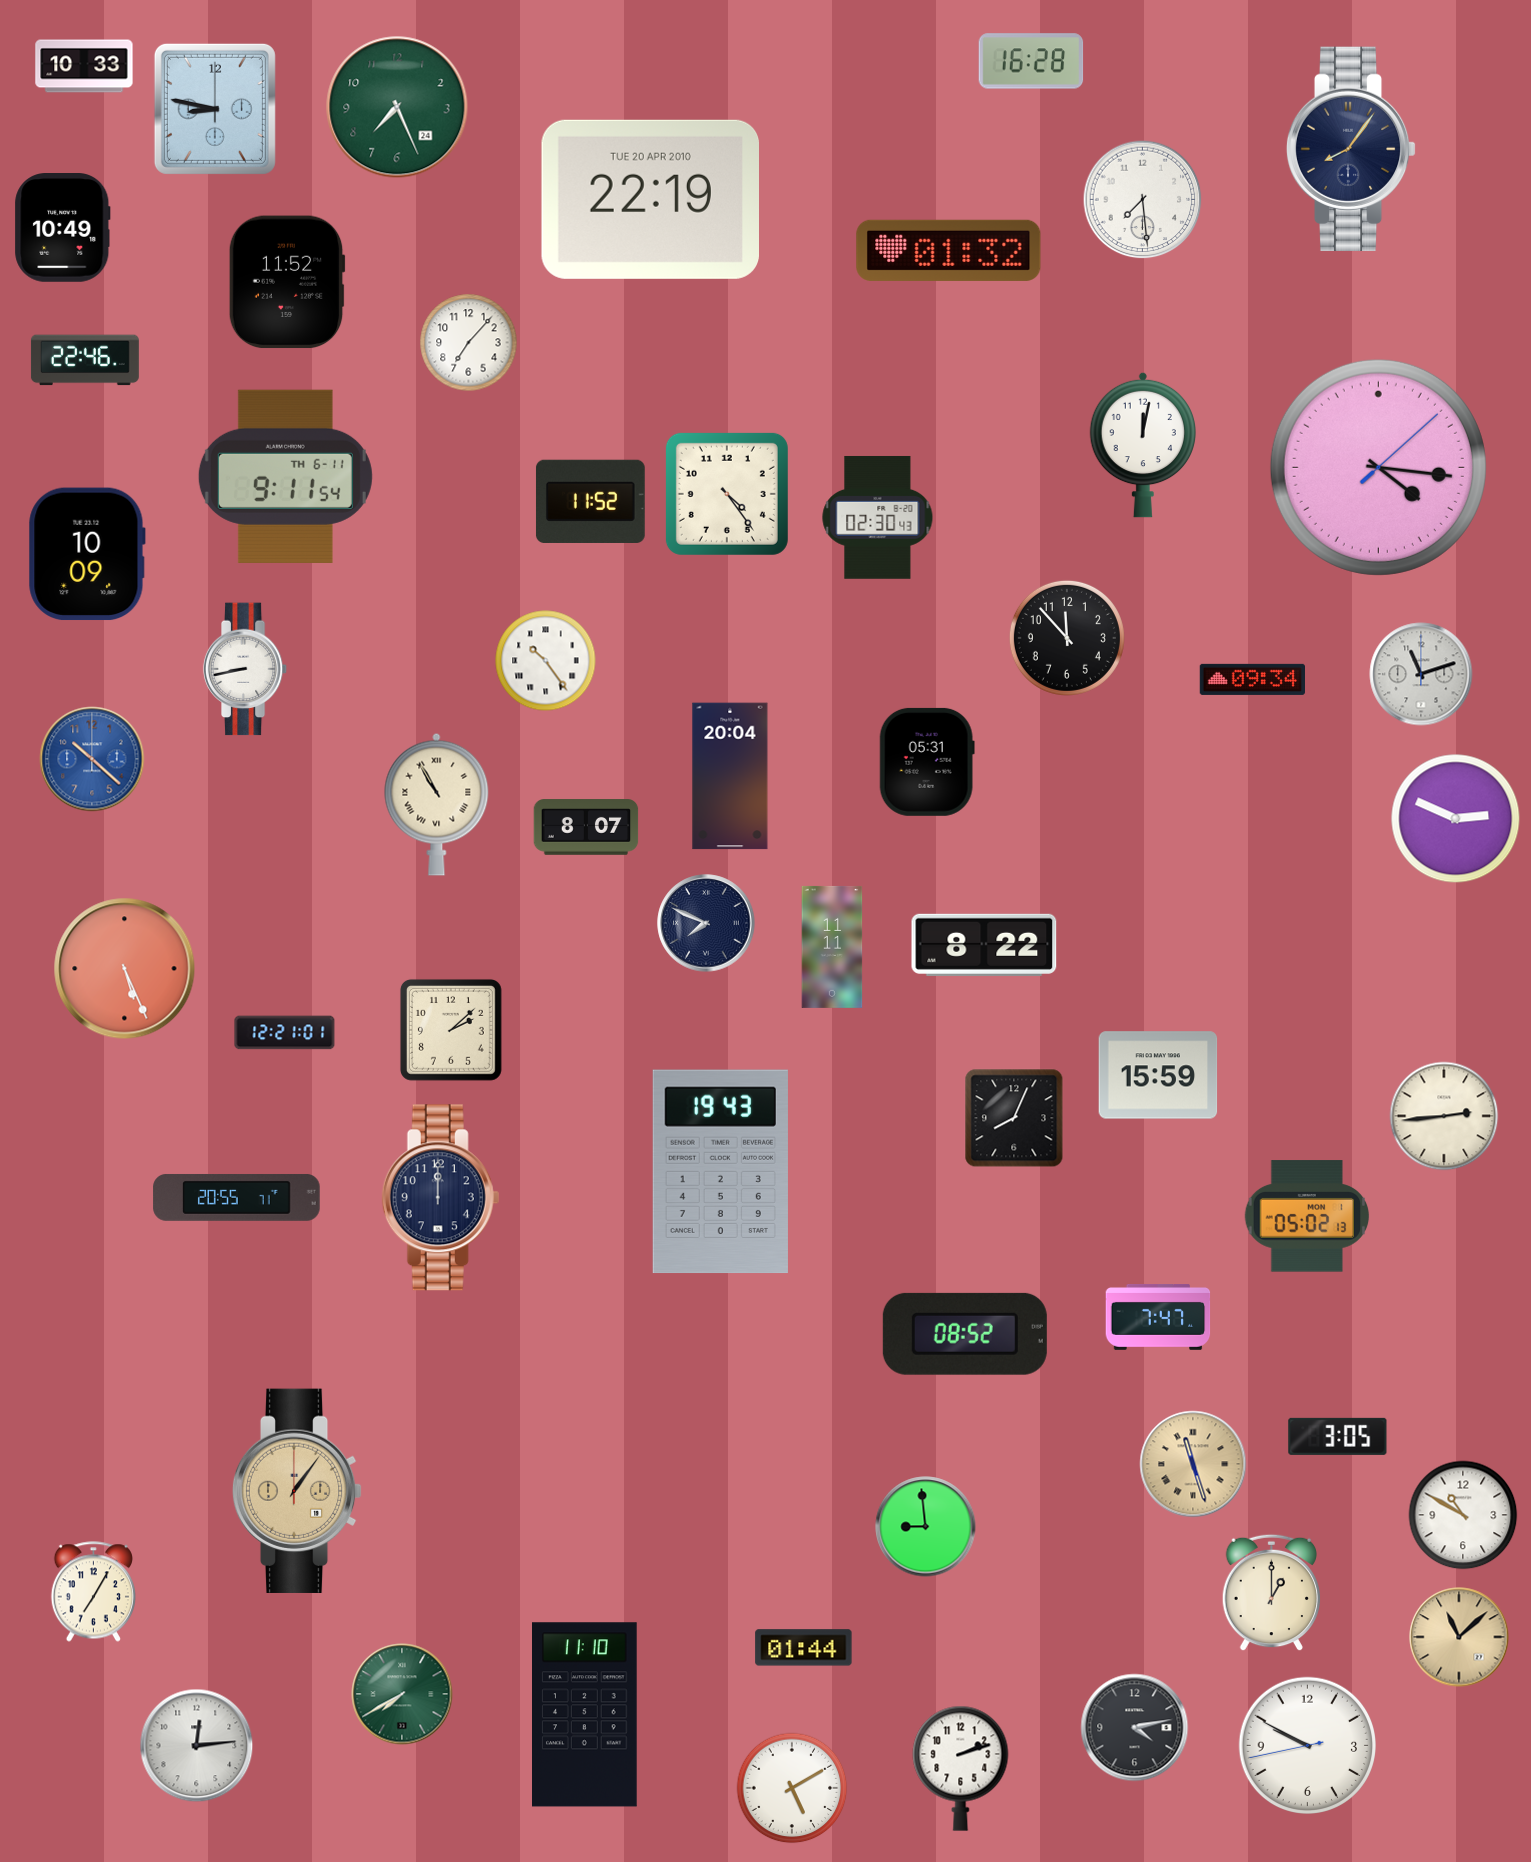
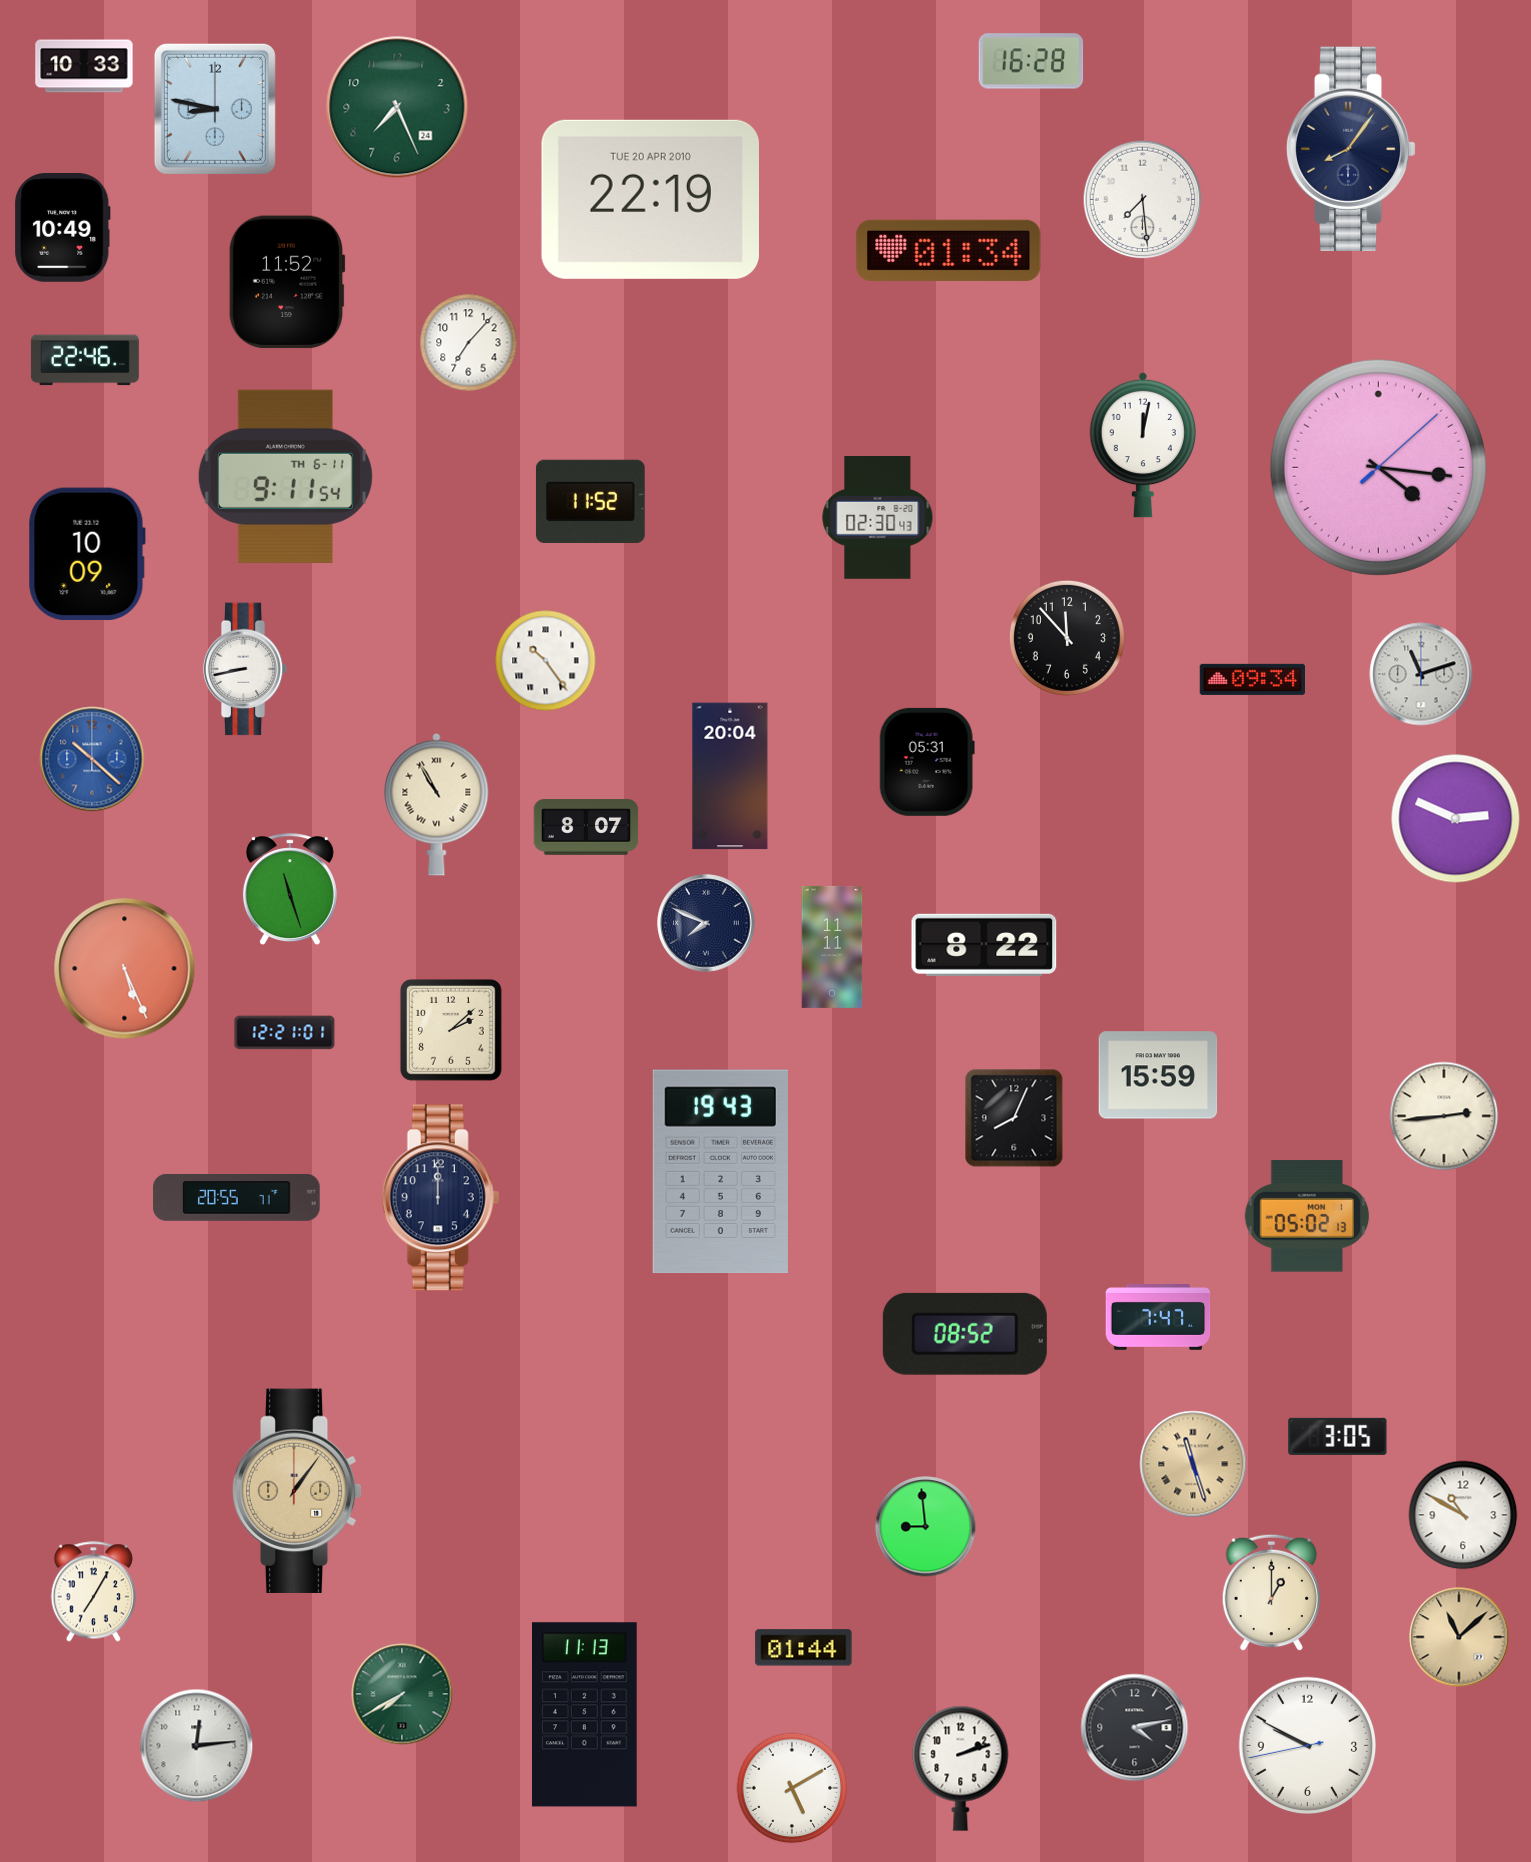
clock at (949, 250): 01:32 -> 01:34
clock at (727, 494): 4:24 -> none
clock at (290, 890): none -> 11:27
clock at (585, 1715): 11:10 -> 11:13
